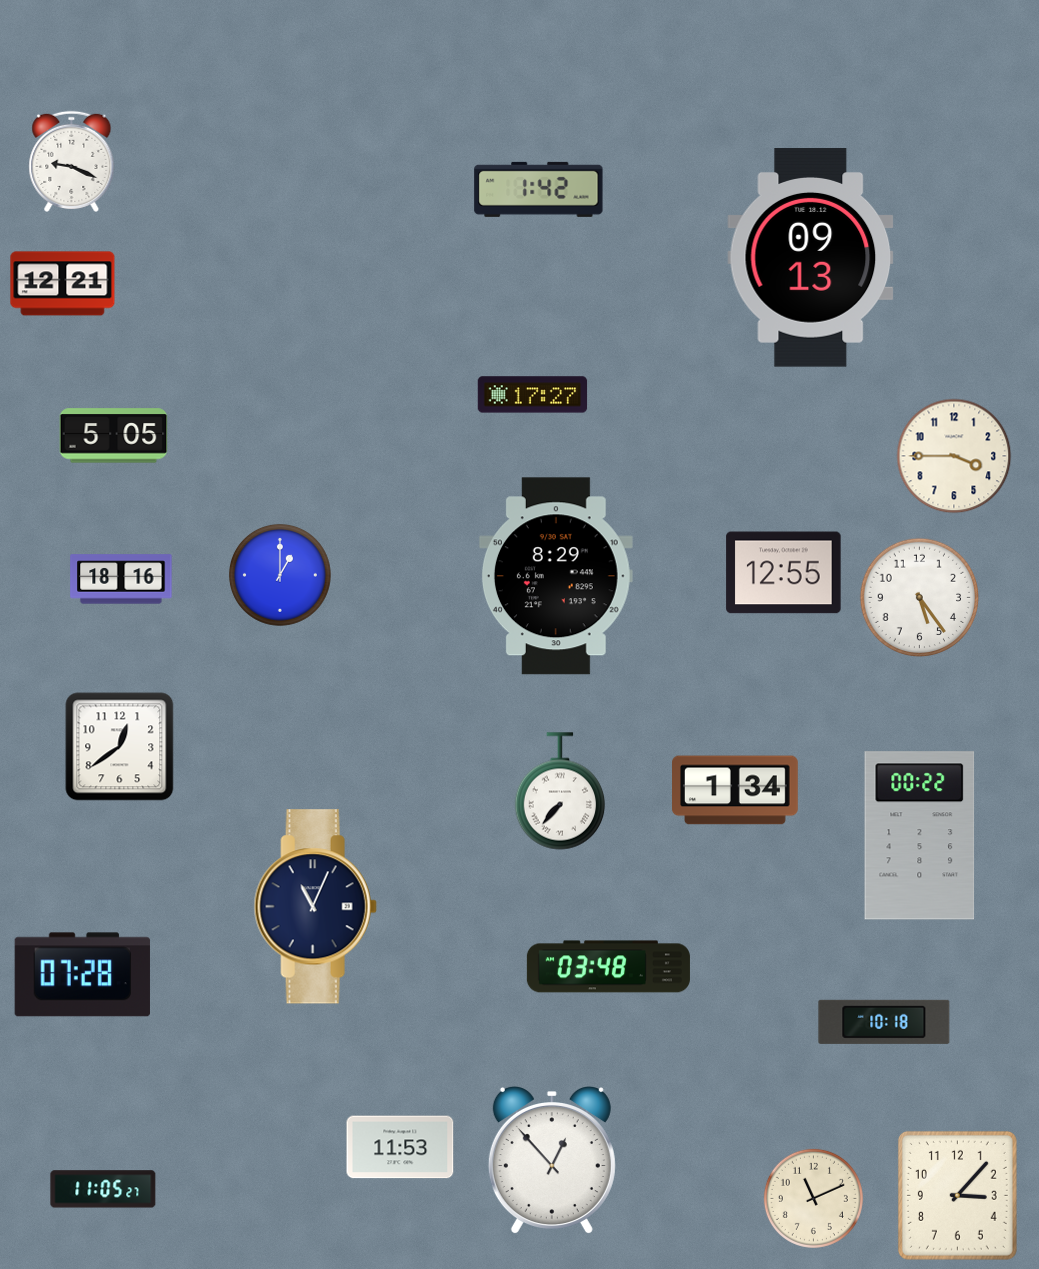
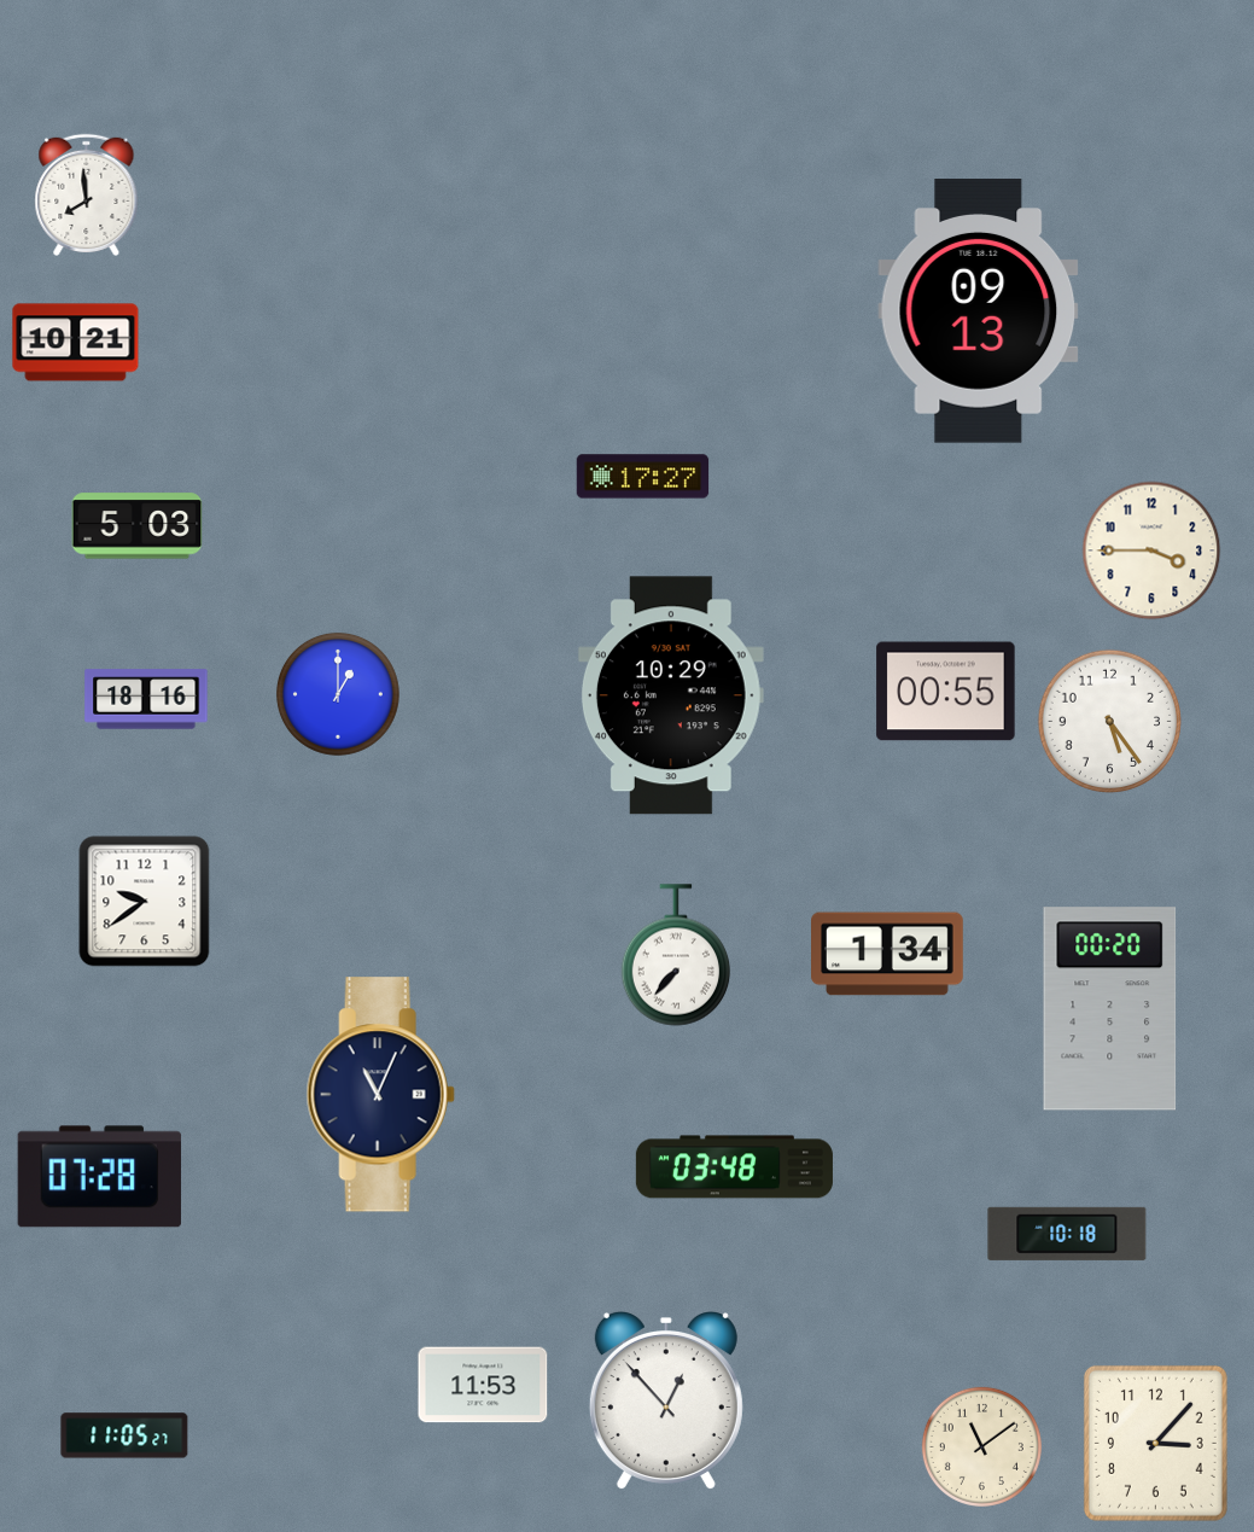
clock at (72, 161): 9:19 -> 7:59
clock at (539, 189): 1:42 -> none
clock at (63, 284): 12:21 -> 10:21
clock at (114, 436): 5:05 -> 5:03
clock at (784, 573): 12:55 -> 00:55
clock at (556, 576): 8:29 -> 10:29
clock at (120, 747): 12:39 -> 9:39
clock at (920, 836): 00:22 -> 00:20
clock at (813, 1198): 11:11 -> 11:09
